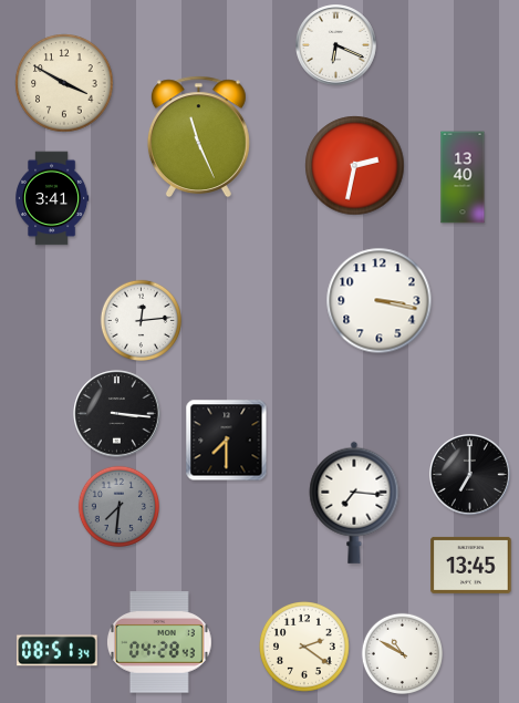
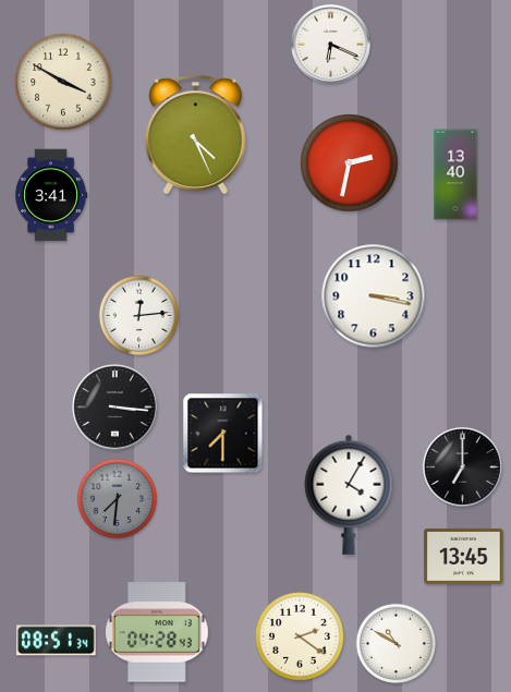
clock at (198, 137): 11:26 -> 4:26
clock at (354, 503): 7:16 -> 4:05
